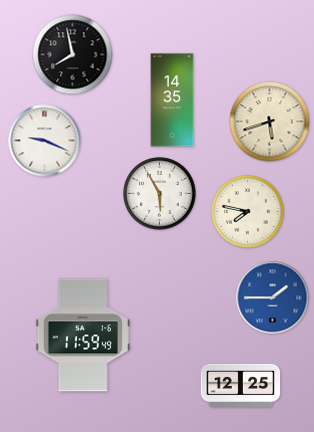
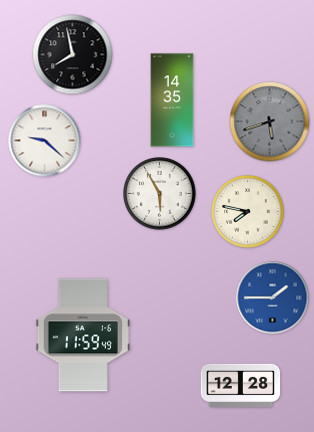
clock at (270, 122) dial: cream -> grey
clock at (45, 141): 9:19 -> 9:22
clock at (241, 385): 12:25 -> 12:28
